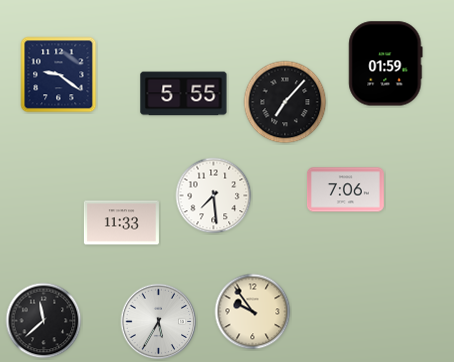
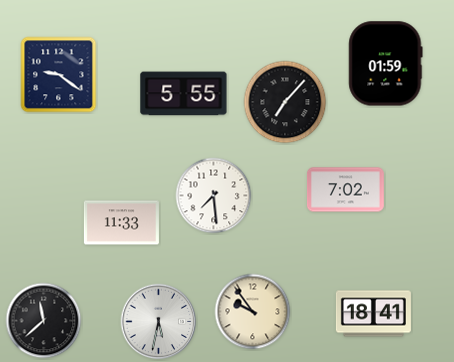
clock at (346, 190): 7:06 -> 7:02
clock at (373, 314): none -> 18:41
clock at (159, 322): 5:35 -> 5:32
